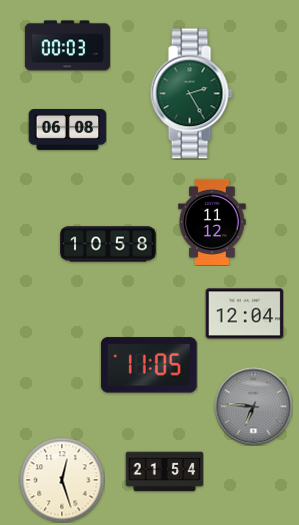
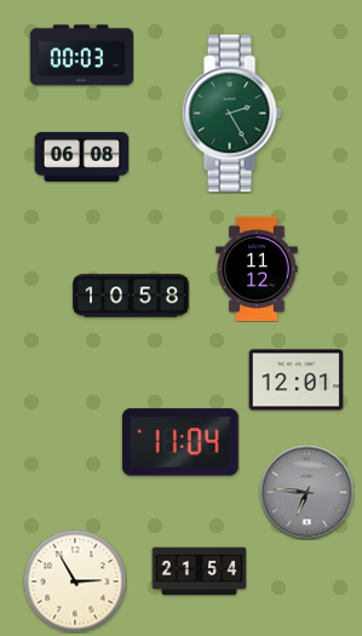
clock at (244, 314): 12:04 -> 12:01
clock at (149, 365): 11:05 -> 11:04
clock at (62, 480): 12:27 -> 2:55
